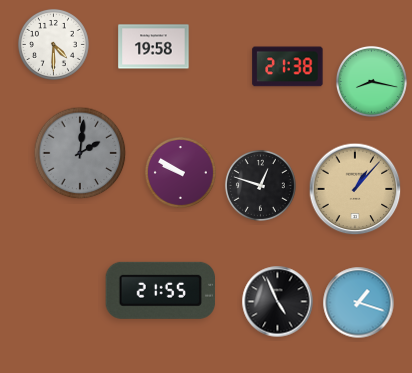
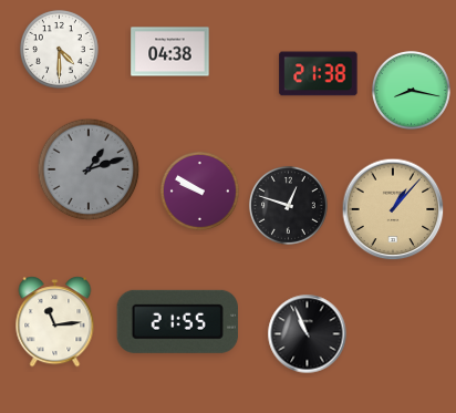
clock at (154, 47): 19:58 -> 04:38
clock at (80, 153): 2:01 -> 1:12
clock at (55, 322): none -> 11:14
clock at (278, 302): 4:56 -> 10:56
clock at (359, 303): 1:18 -> none
